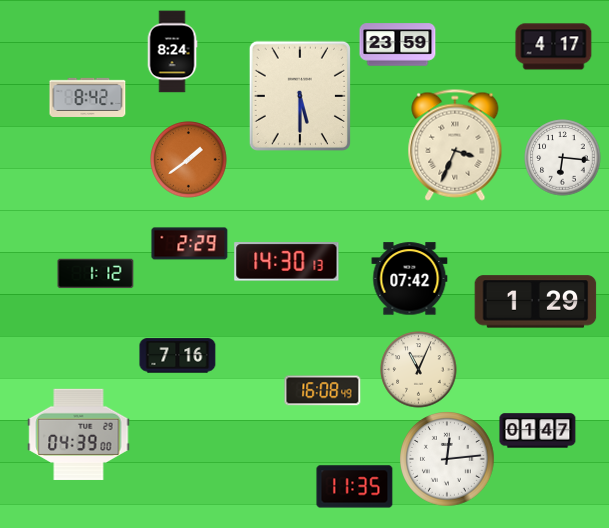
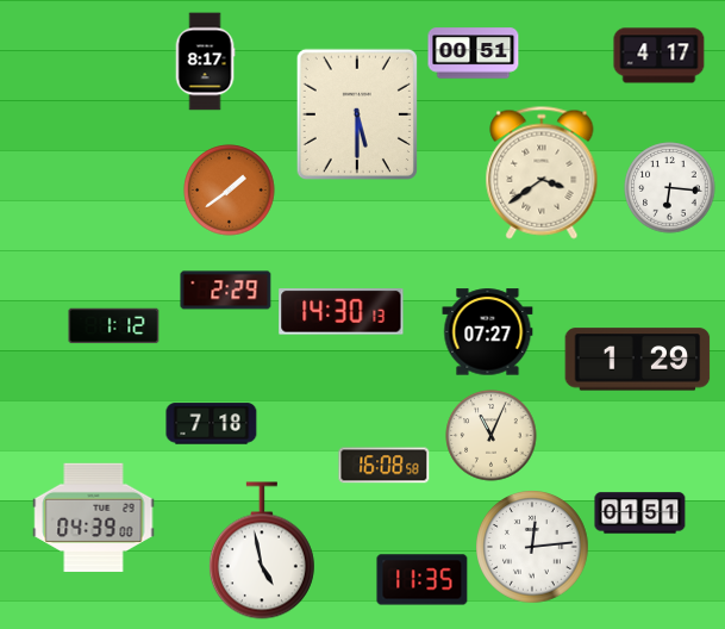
clock at (398, 45): 23:59 -> 00:51
clock at (172, 52): 8:24 -> 8:17
clock at (88, 97): 8:42 -> none
clock at (455, 145): 3:34 -> 3:39
clock at (189, 160) position: (189, 160) -> (230, 191)
clock at (410, 279): 07:42 -> 07:27
clock at (178, 356): 7:16 -> 7:18
clock at (419, 370) position: (419, 370) -> (492, 436)
clock at (323, 391): 16:08:49 -> 16:08:58
clock at (538, 431): 01:47 -> 01:51
clock at (262, 550): none -> 4:58
